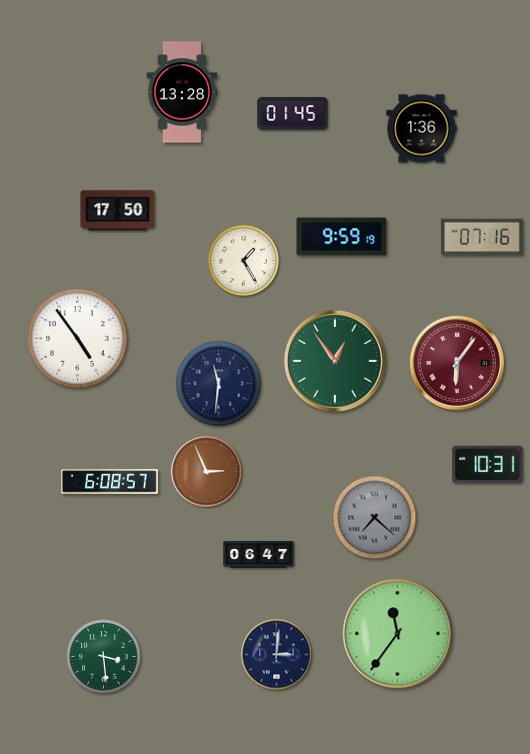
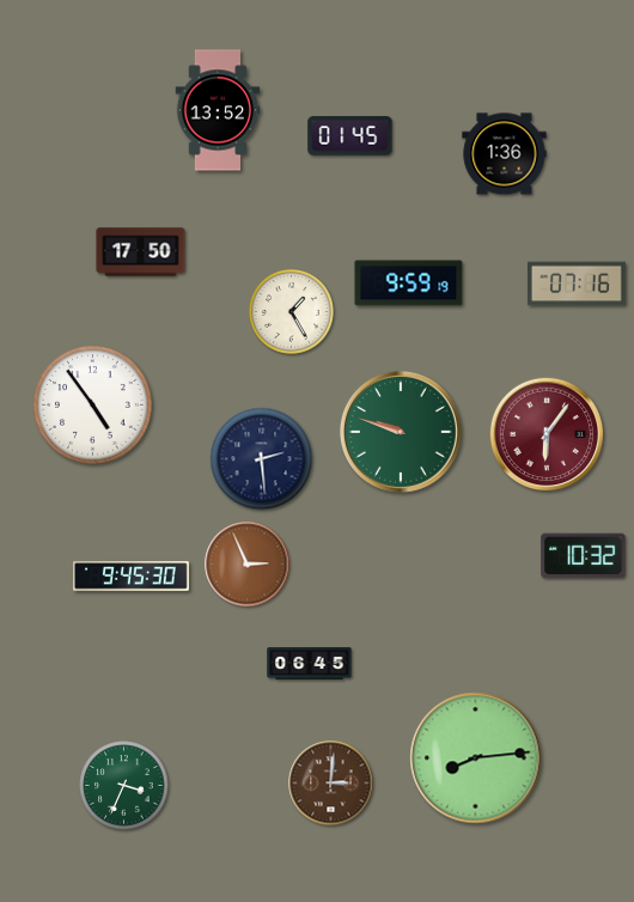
clock at (182, 92): 13:28 -> 13:52
clock at (335, 361): 12:54 -> 9:48
clock at (219, 384): 11:31 -> 2:29
clock at (488, 465): 10:31 -> 10:32
clock at (110, 482): 6:08 -> 9:45
clock at (375, 518): 7:22 -> none
clock at (259, 555): 06:47 -> 06:45
clock at (398, 634): 11:36 -> 8:14
clock at (277, 655) dial: navy -> brown
clock at (104, 657): 3:29 -> 3:34
